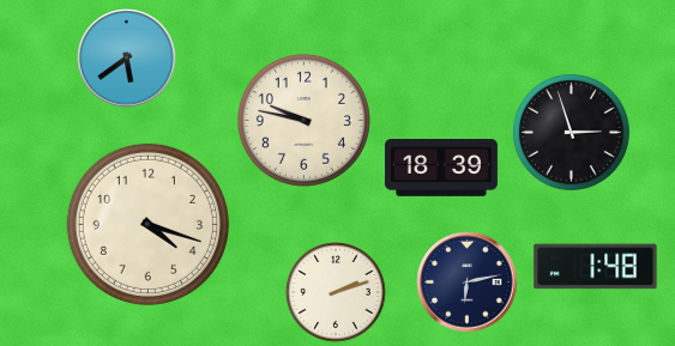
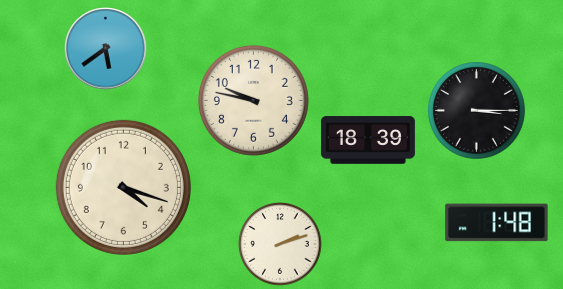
clock at (572, 133): 2:57 -> 3:15
clock at (468, 283): 6:13 -> none
